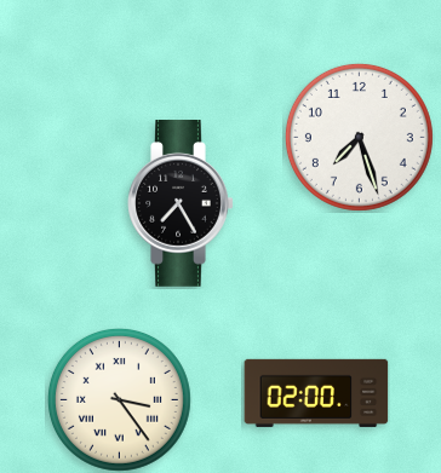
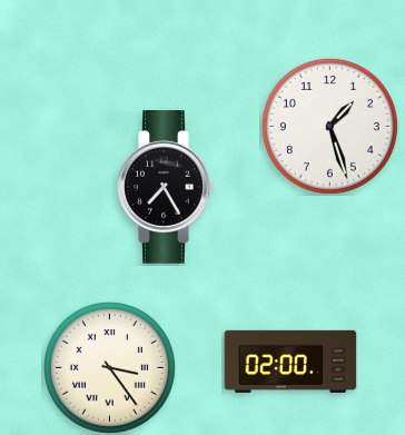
clock at (359, 137): 7:27 -> 1:27
